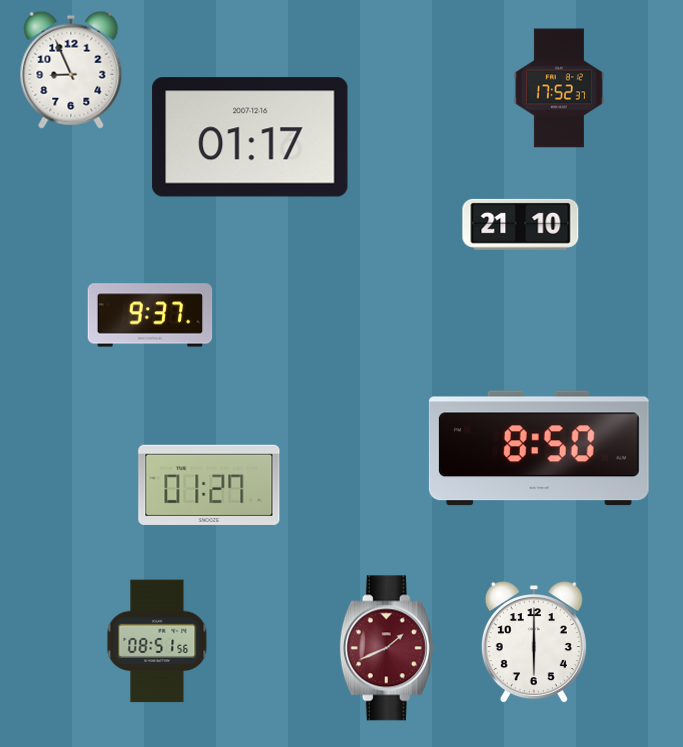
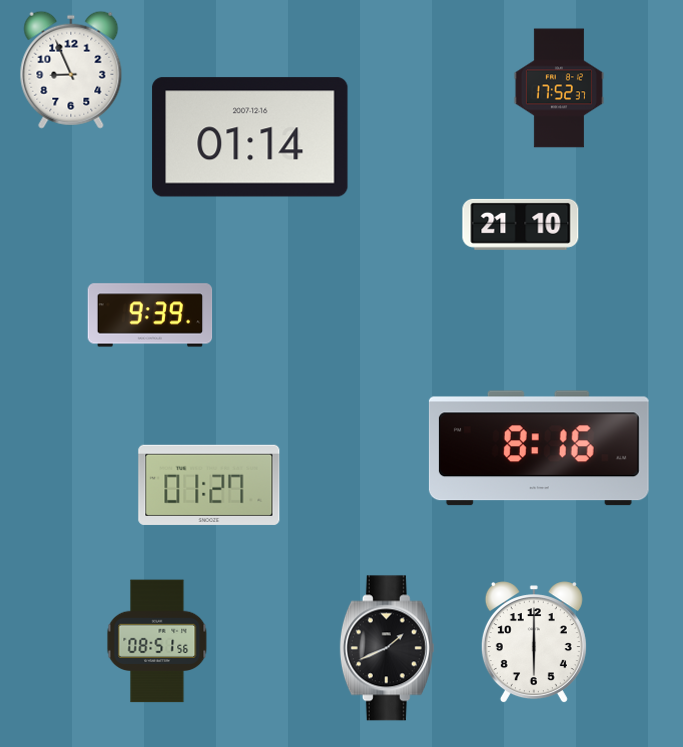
clock at (250, 137): 01:17 -> 01:14
clock at (150, 315): 9:37 -> 9:39
clock at (539, 448): 8:50 -> 8:16
clock at (387, 648) dial: burgundy -> black
